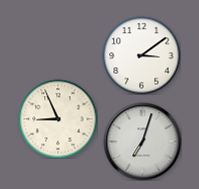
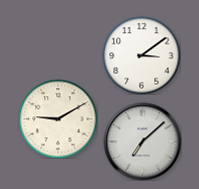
clock at (58, 119): 8:56 -> 9:10
clock at (142, 141): 7:03 -> 7:08
